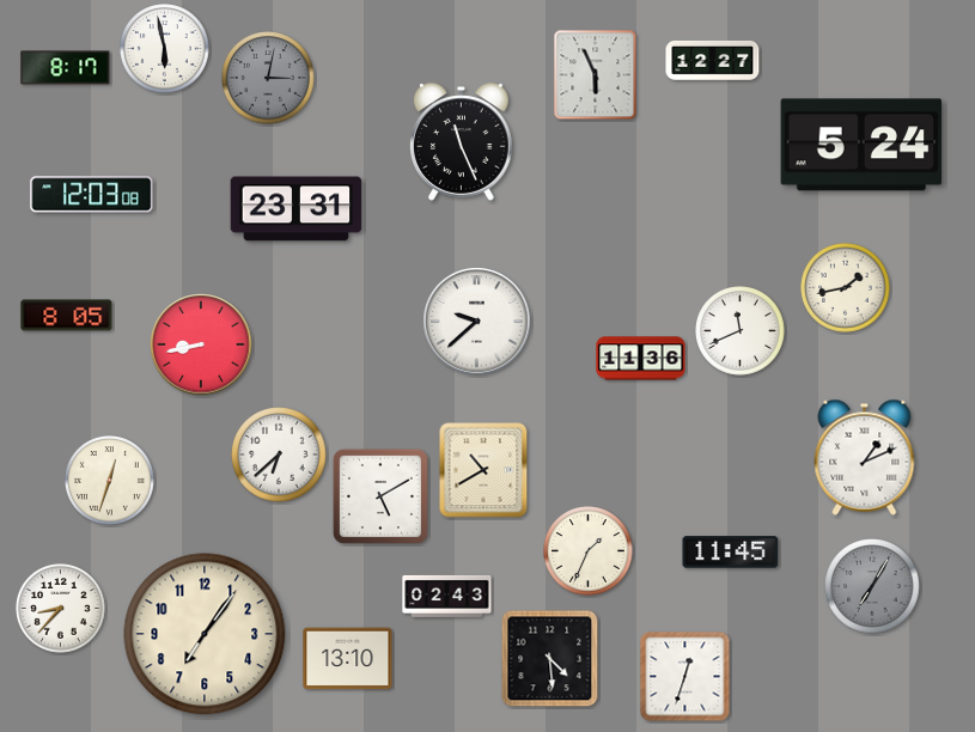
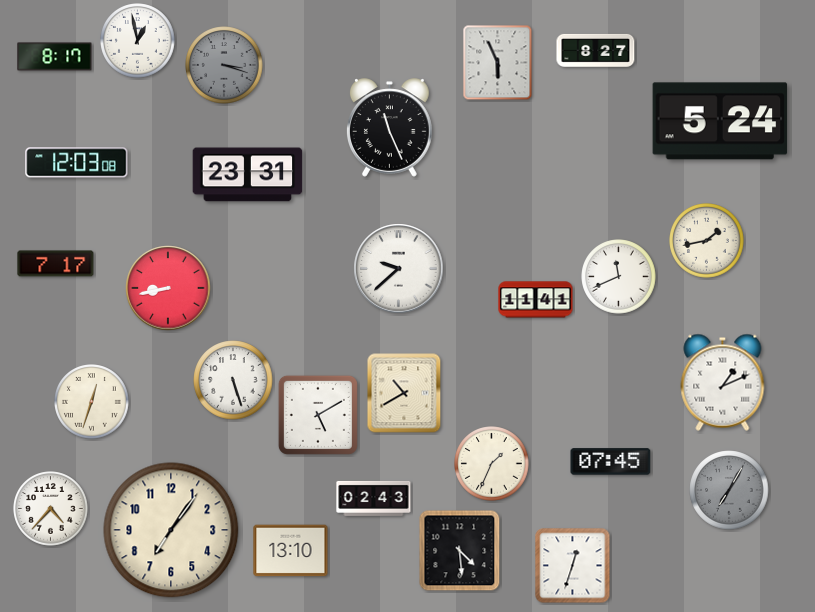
clock at (165, 49): 5:58 -> 12:58
clock at (713, 60): 12:27 -> 8:27
clock at (268, 78): 3:02 -> 3:18
clock at (461, 142) position: (461, 142) -> (389, 128)
clock at (67, 316): 8:05 -> 7:17
clock at (641, 359): 11:36 -> 11:41
clock at (279, 455): 6:38 -> 5:27
clock at (589, 551) position: (589, 551) -> (492, 464)
clock at (731, 553): 11:45 -> 07:45
clock at (61, 609): 8:37 -> 4:37
